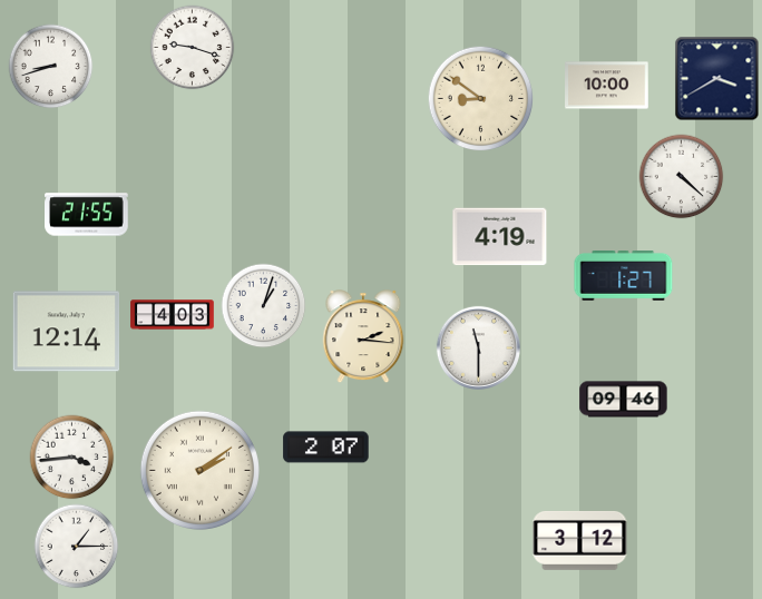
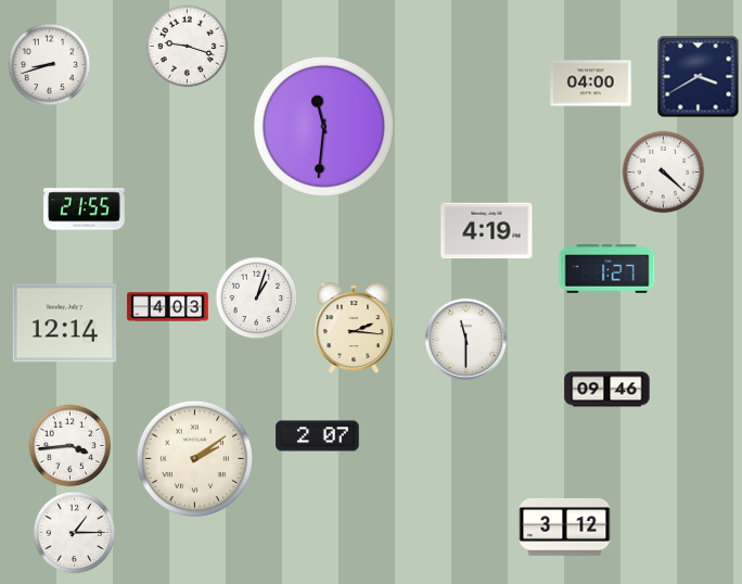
clock at (607, 86): 10:00 -> 04:00
clock at (481, 99): 8:51 -> none
clock at (323, 126): none -> 11:31
